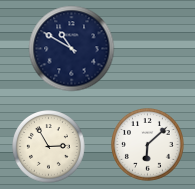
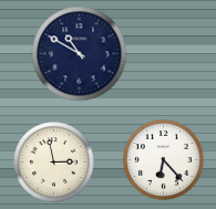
clock at (148, 145): 6:08 -> 6:23
clock at (49, 147): 2:55 -> 2:58
